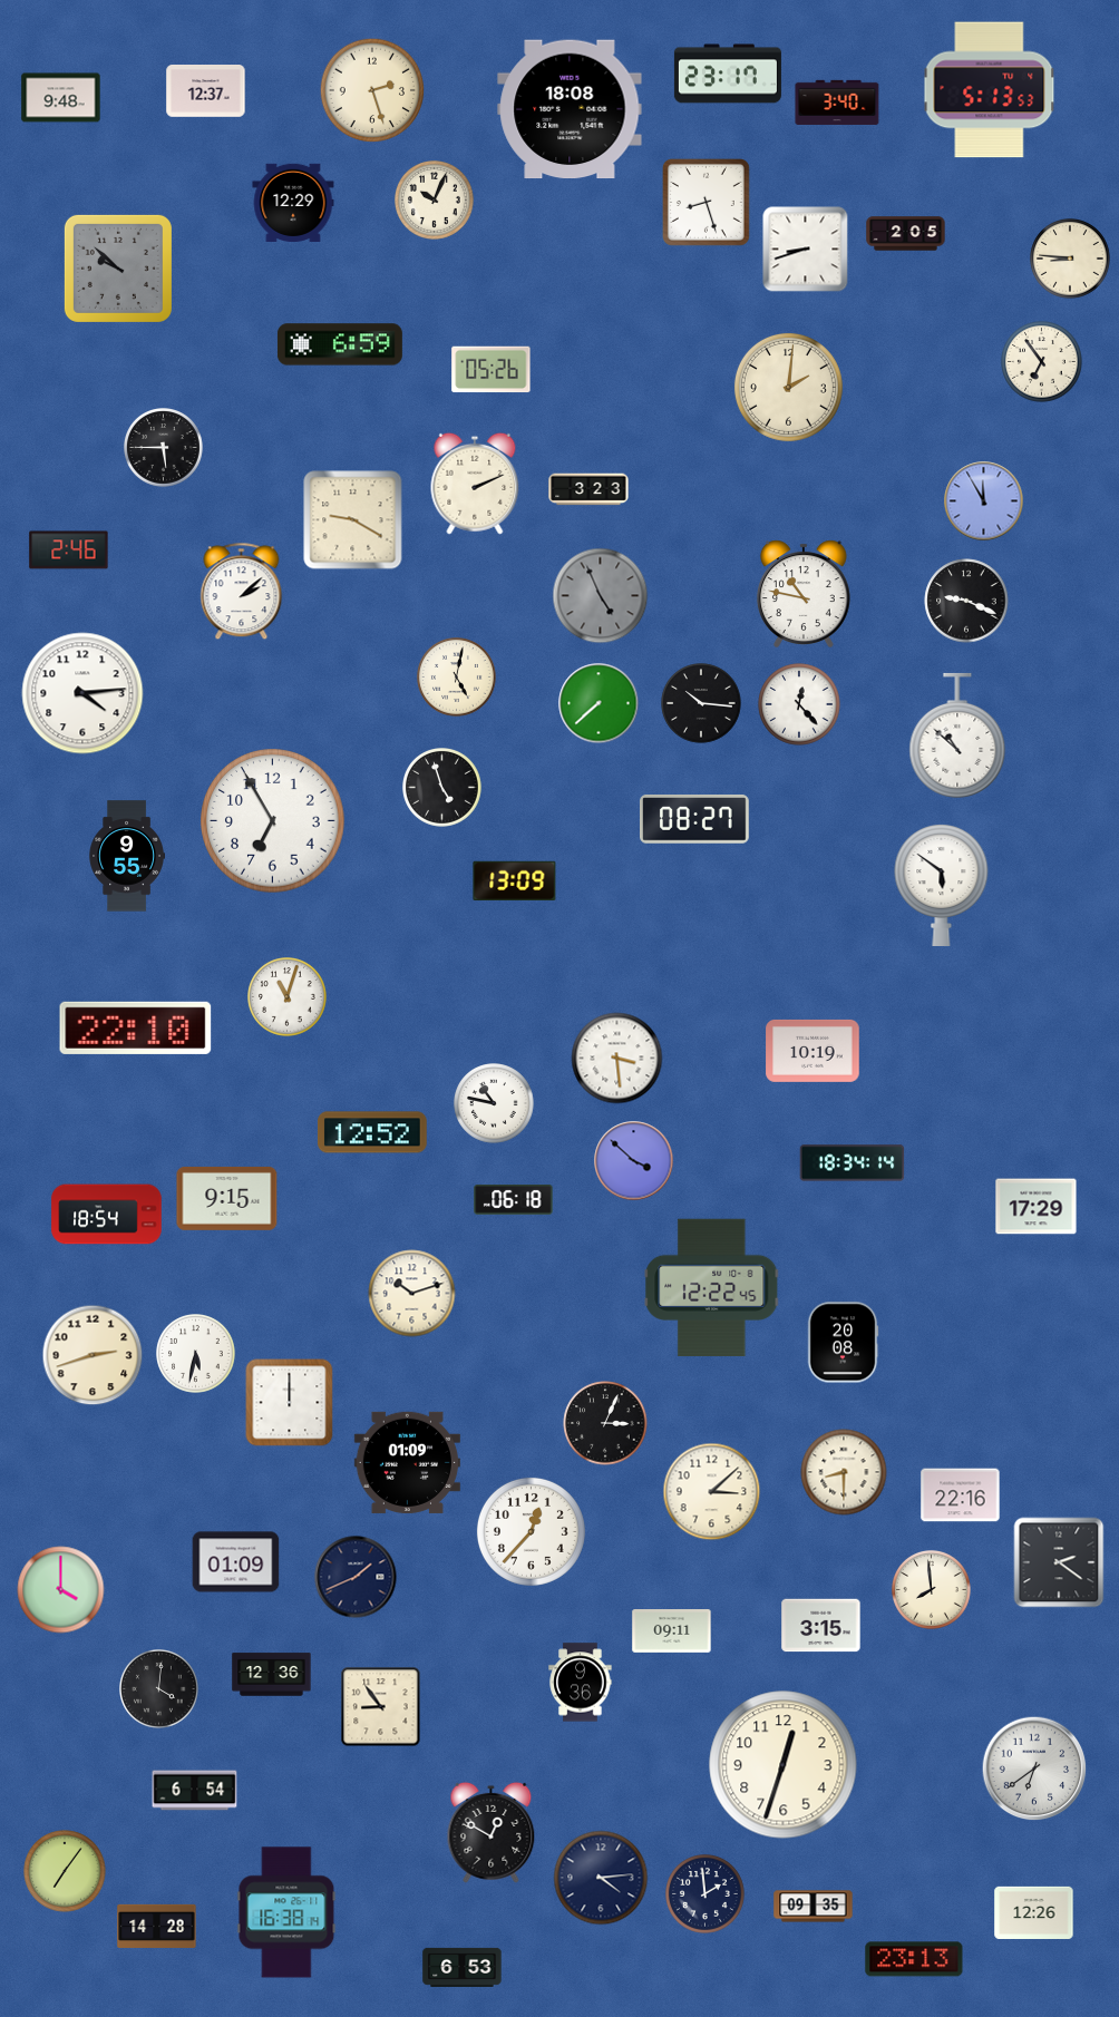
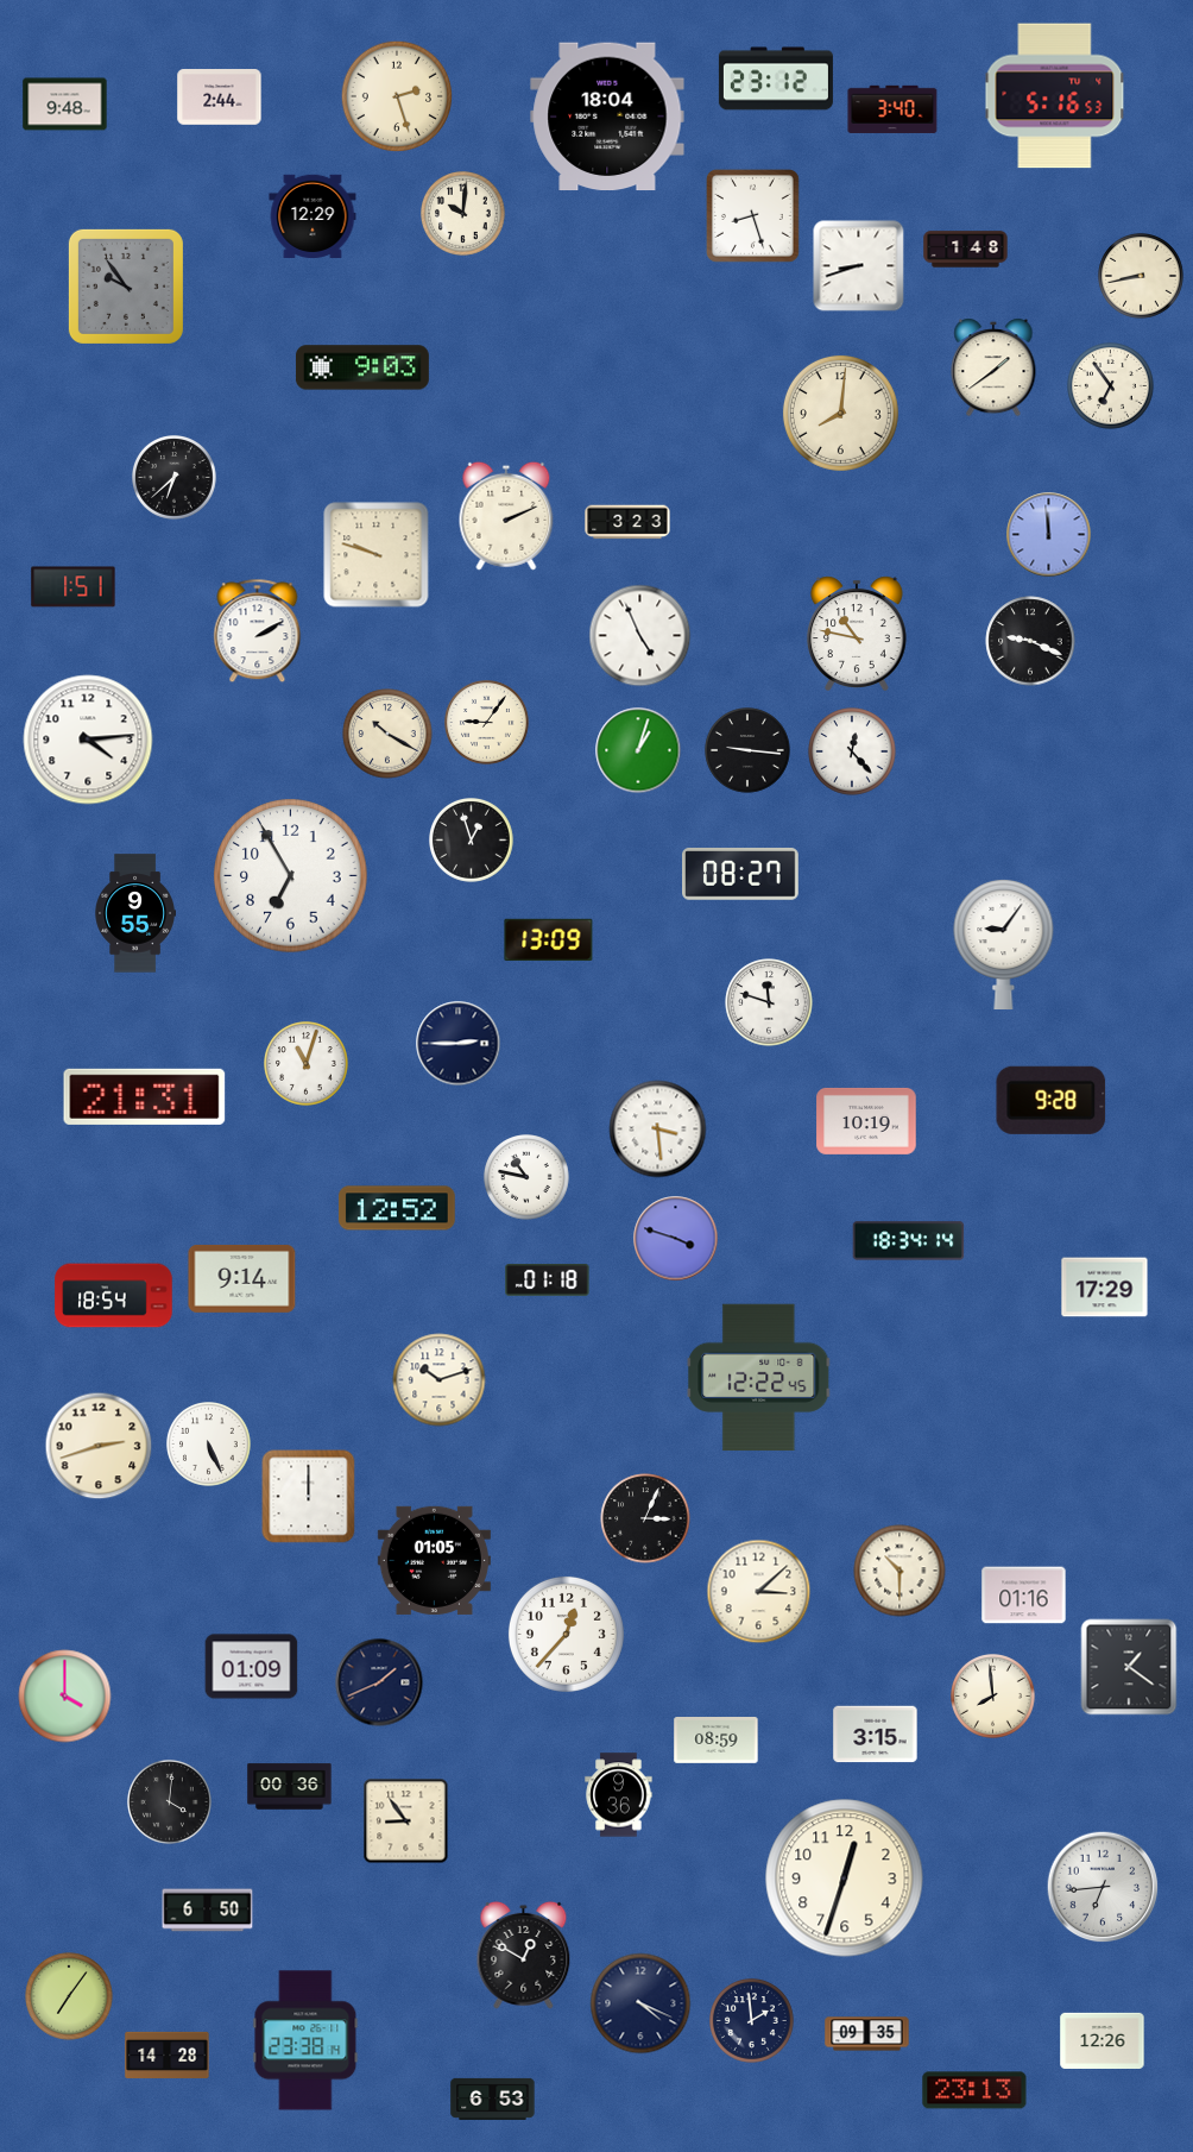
clock at (728, 74): 23:17 -> 23:12
clock at (990, 90): 5:13 -> 5:16
clock at (206, 91): 12:37 -> 2:44
clock at (570, 109): 18:08 -> 18:04
clock at (435, 201): 10:04 -> 10:01
clock at (906, 234): 2:05 -> 1:48
clock at (1070, 259): 8:46 -> 8:43
clock at (118, 269): 9:52 -> 9:54
clock at (340, 344): 6:59 -> 9:03
clock at (993, 367): none -> 1:39
clock at (492, 370): 05:26 -> none
clock at (788, 387): 2:01 -> 8:01
clock at (164, 448): 5:45 -> 6:38
clock at (984, 501): 11:55 -> 11:59
clock at (353, 520): 9:20 -> 9:48
clock at (69, 550): 2:46 -> 1:51
clock at (242, 592): 2:08 -> 2:10
clock at (601, 596) dial: grey -> white
clock at (457, 678): 5:02 -> 9:06
clock at (387, 734): none -> 10:20
clock at (599, 703): 7:38 -> 1:03
clock at (701, 703): 10:16 -> 9:16
clock at (957, 735): 10:52 -> none
clock at (442, 788): 4:57 -> 12:57
clock at (942, 884): 5:51 -> 9:06
clock at (769, 1002): none -> 11:48
clock at (459, 1044): none -> 2:45
clock at (136, 1027): 22:10 -> 21:31
clock at (1052, 1100): none -> 9:28
clock at (634, 1161): 3:52 -> 3:48
clock at (227, 1198): 9:15 -> 9:14
clock at (514, 1200): 06:18 -> 01:18
clock at (712, 1288) position: (712, 1288) -> (759, 1378)
clock at (843, 1343): 20:08 -> none
clock at (196, 1354): 5:32 -> 5:26
clock at (407, 1462): 01:09 -> 01:05
clock at (844, 1472): 8:30 -> 10:30
clock at (961, 1495): 22:16 -> 01:16
clock at (1059, 1562): 2:21 -> 1:21
clock at (672, 1631): 09:11 -> 08:59
clock at (272, 1675): 12:36 -> 00:36
clock at (784, 1765) position: (784, 1765) -> (845, 1879)
clock at (1034, 1768): 6:39 -> 6:44
clock at (195, 1791): 6:54 -> 6:50
clock at (601, 1878): 4:14 -> 4:19
clock at (286, 1912): 16:38 -> 23:38
